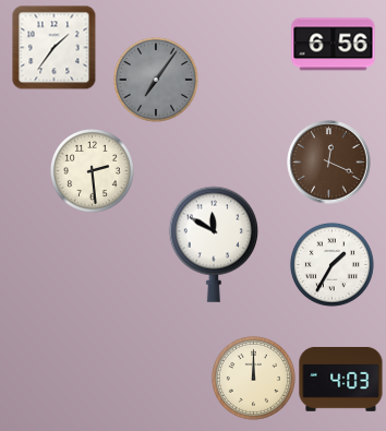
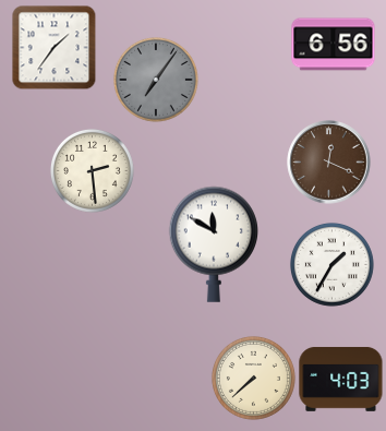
clock at (253, 378): 12:00 -> 7:38
